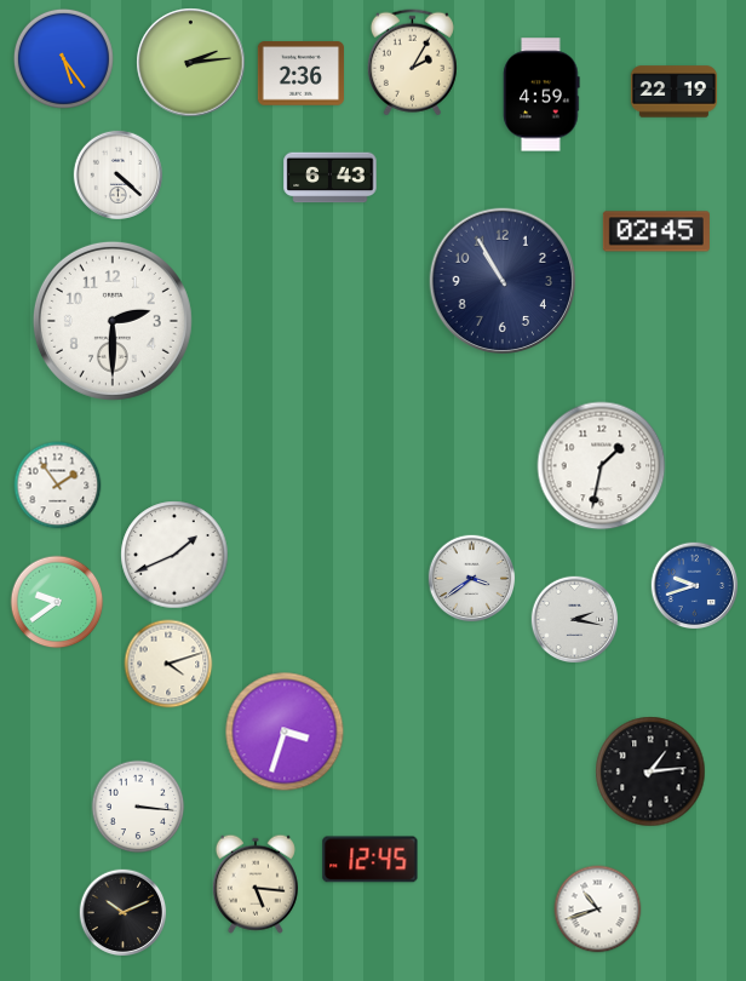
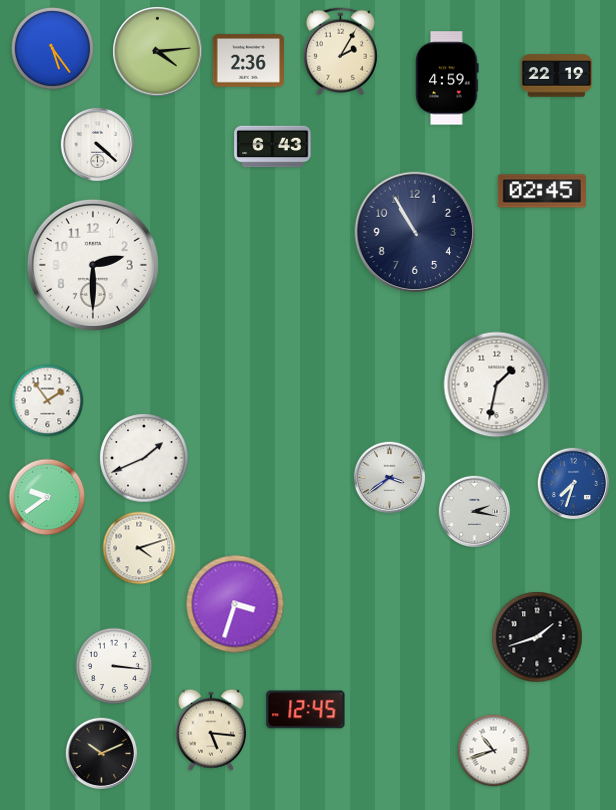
clock at (191, 63): 2:14 -> 4:14
clock at (695, 586): 9:42 -> 7:33
clock at (650, 771): 1:14 -> 1:42
